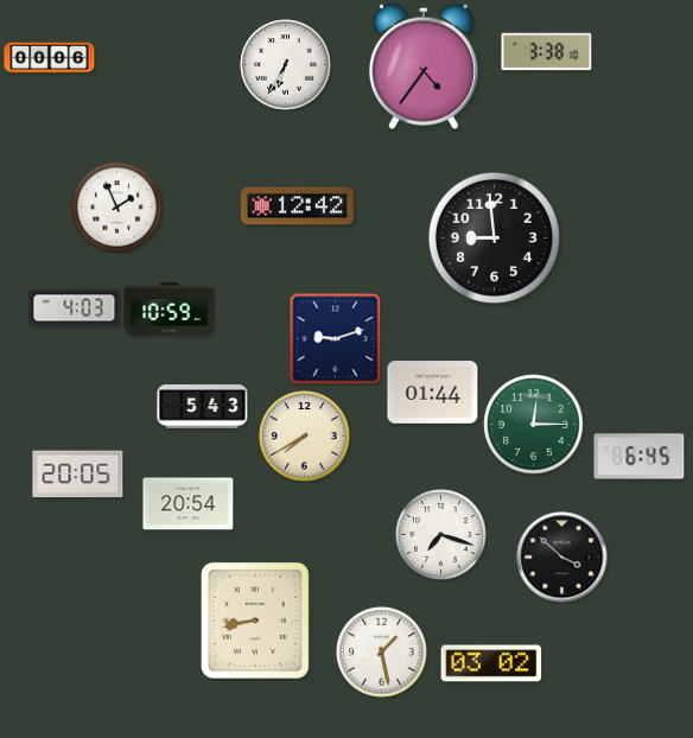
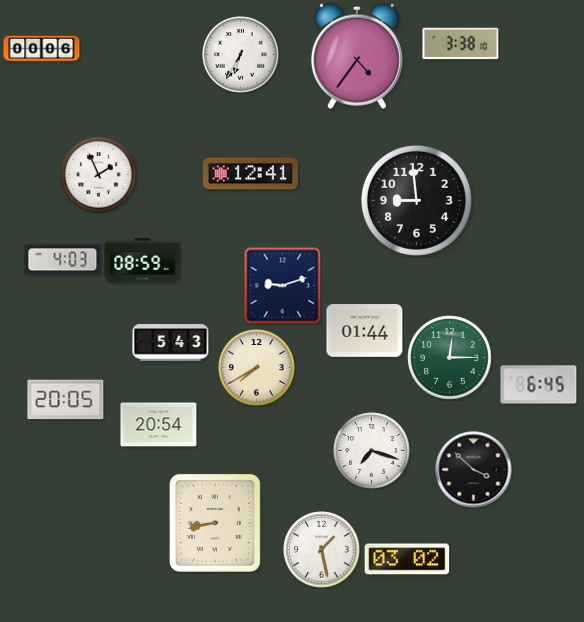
clock at (297, 206): 12:42 -> 12:41
clock at (170, 310): 10:59 -> 08:59
clock at (491, 663) position: (491, 663) -> (407, 559)
